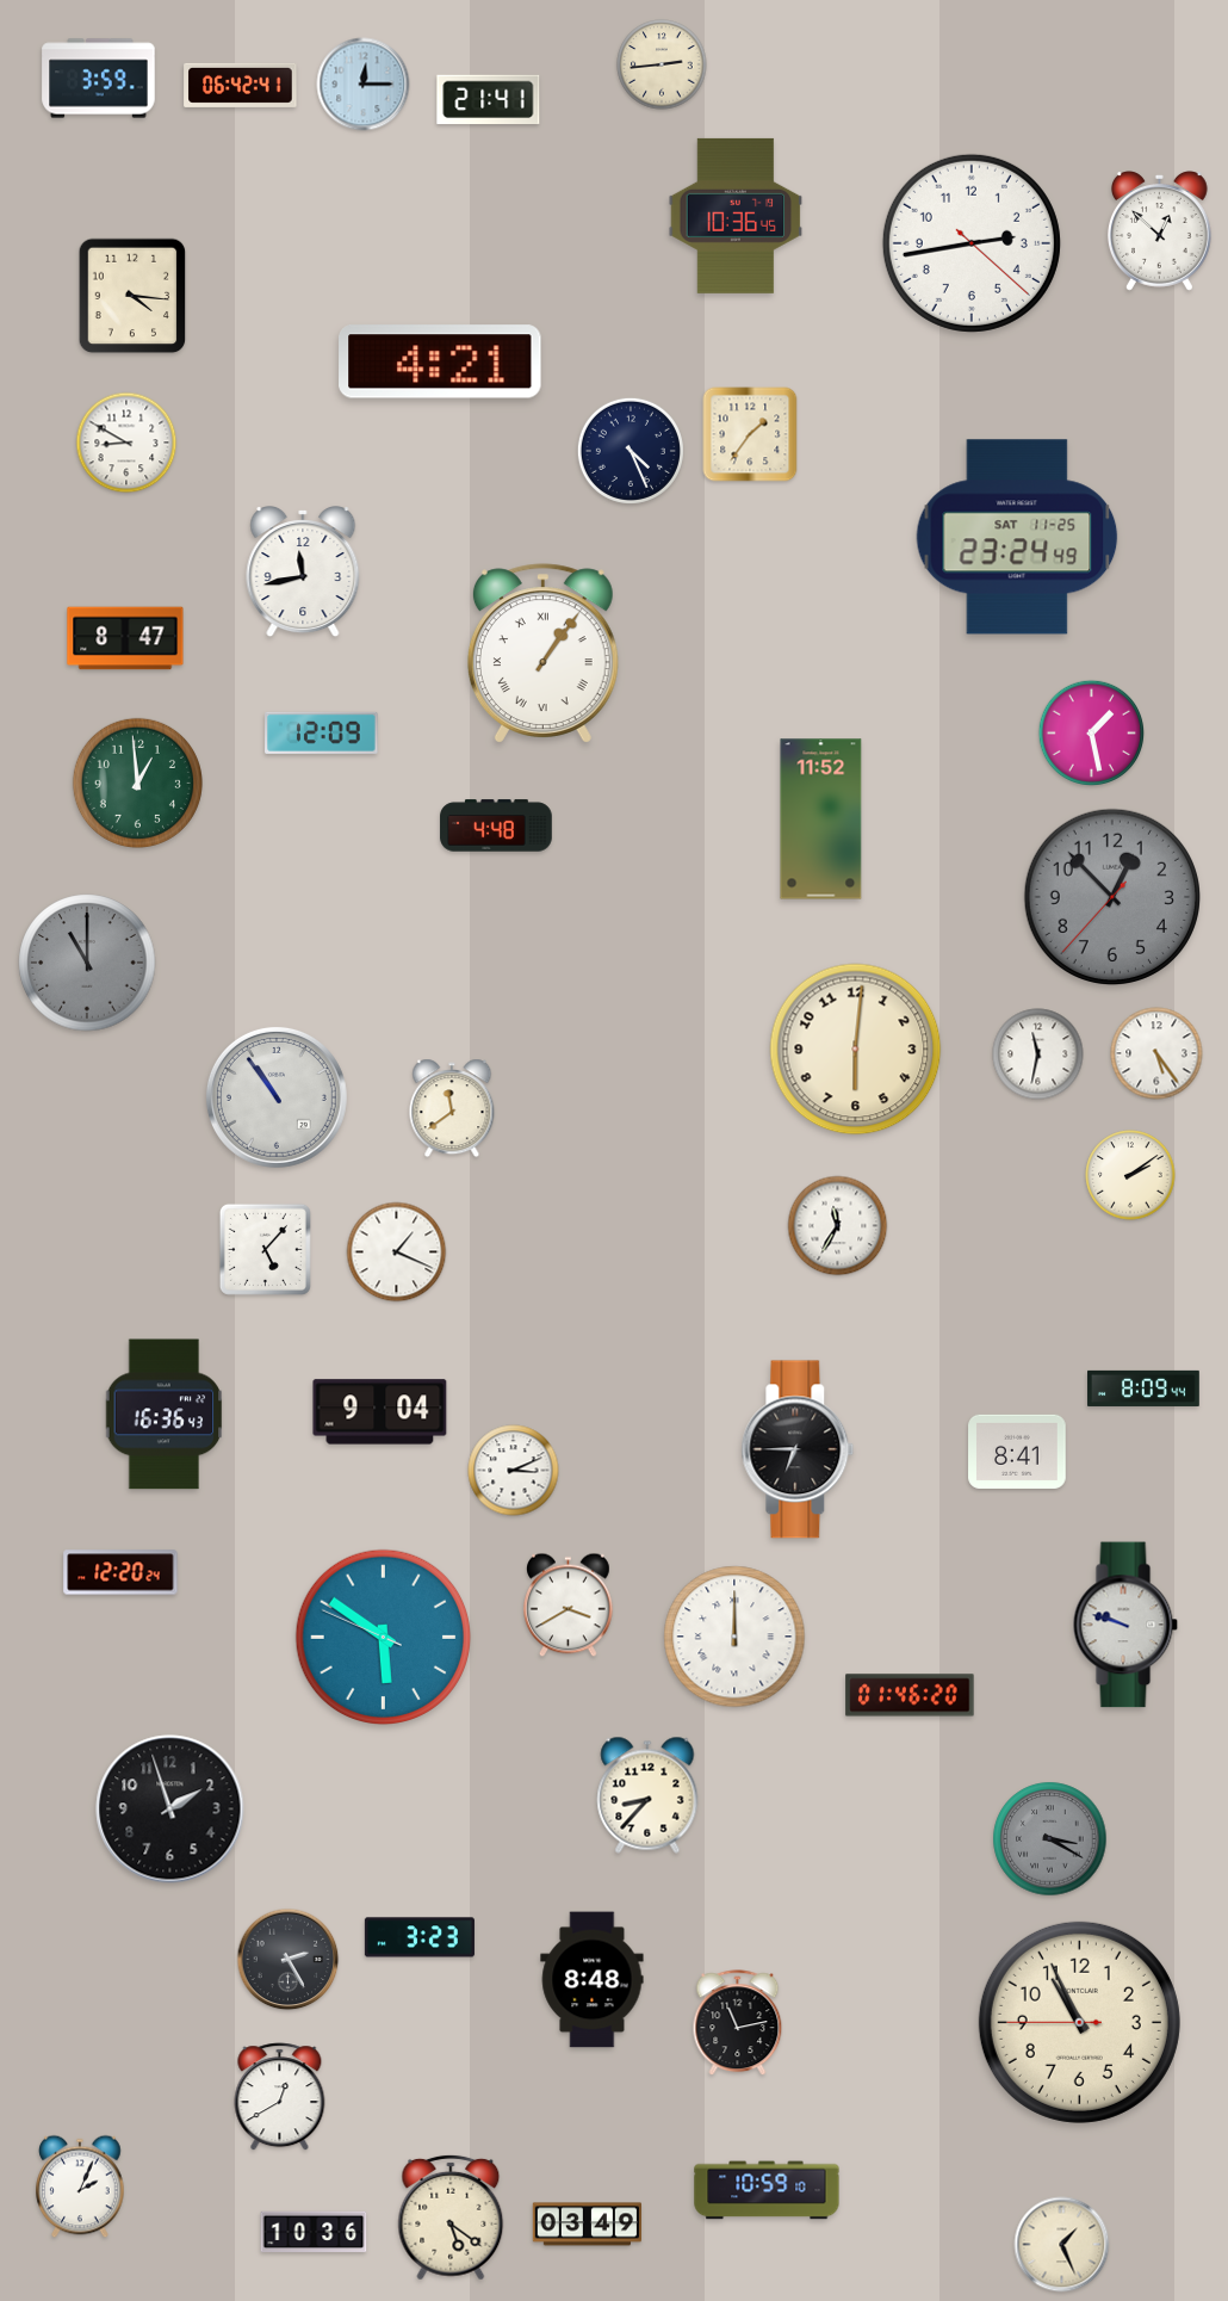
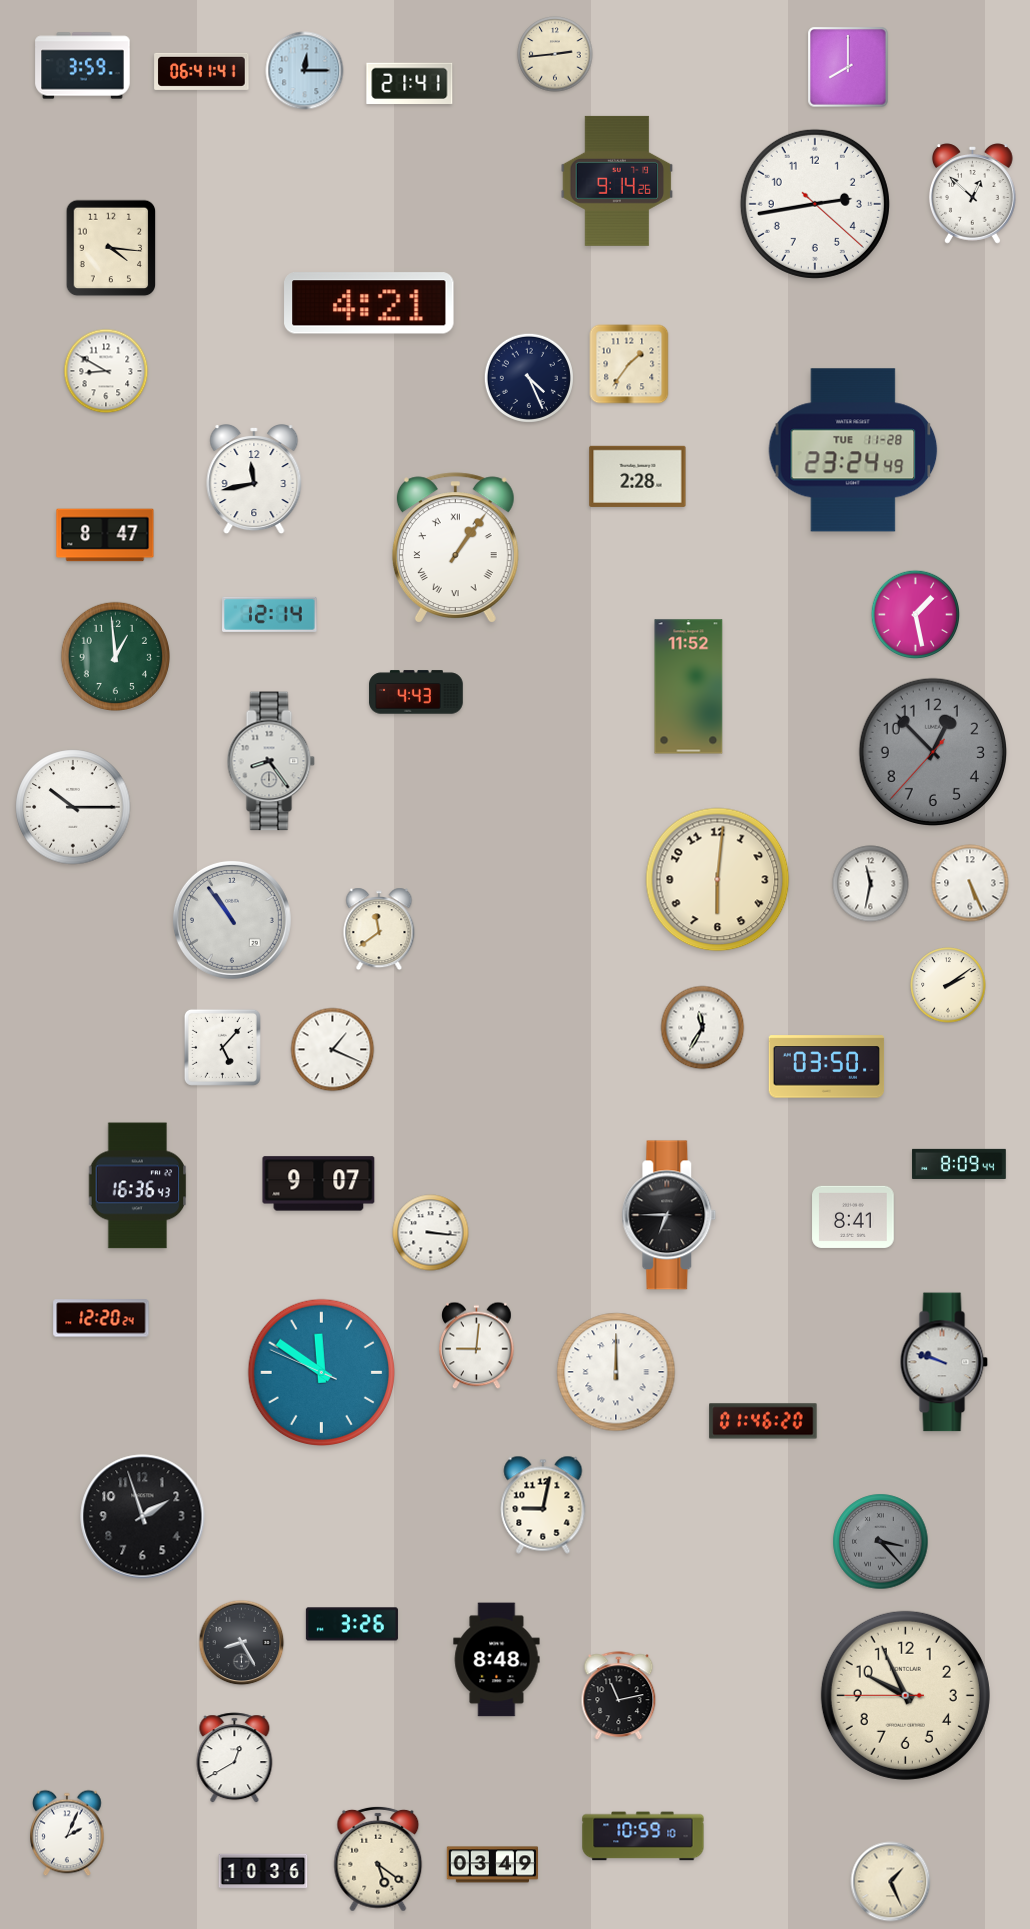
clock at (848, 67): none -> 8:00
clock at (241, 85): 06:42 -> 06:41
clock at (736, 216): 10:36 -> 9:14
clock at (1017, 537) date: SAT 11-25 -> TUE 11-28
clock at (638, 476): none -> 2:28
clock at (322, 732): 12:09 -> 12:14
clock at (496, 825): 4:48 -> 4:43
clock at (271, 761): none -> 8:24
clock at (87, 963): 11:00 -> 10:15
clock at (87, 963) dial: grey -> white
clock at (1156, 1053): 5:24 -> 5:26
clock at (827, 1067): none -> 03:50
clock at (380, 1412): 9:04 -> 9:07
clock at (514, 1471): 3:11 -> 3:16
clock at (569, 1606): 3:40 -> 9:01
clock at (384, 1638): 5:50 -> 11:50
clock at (647, 1795): 8:37 -> 9:02
clock at (1050, 1839): 3:20 -> 3:23
clock at (420, 1937): 3:23 -> 3:26
clock at (289, 1960): 2:25 -> 8:25
clock at (1079, 2022): 10:55 -> 9:55
